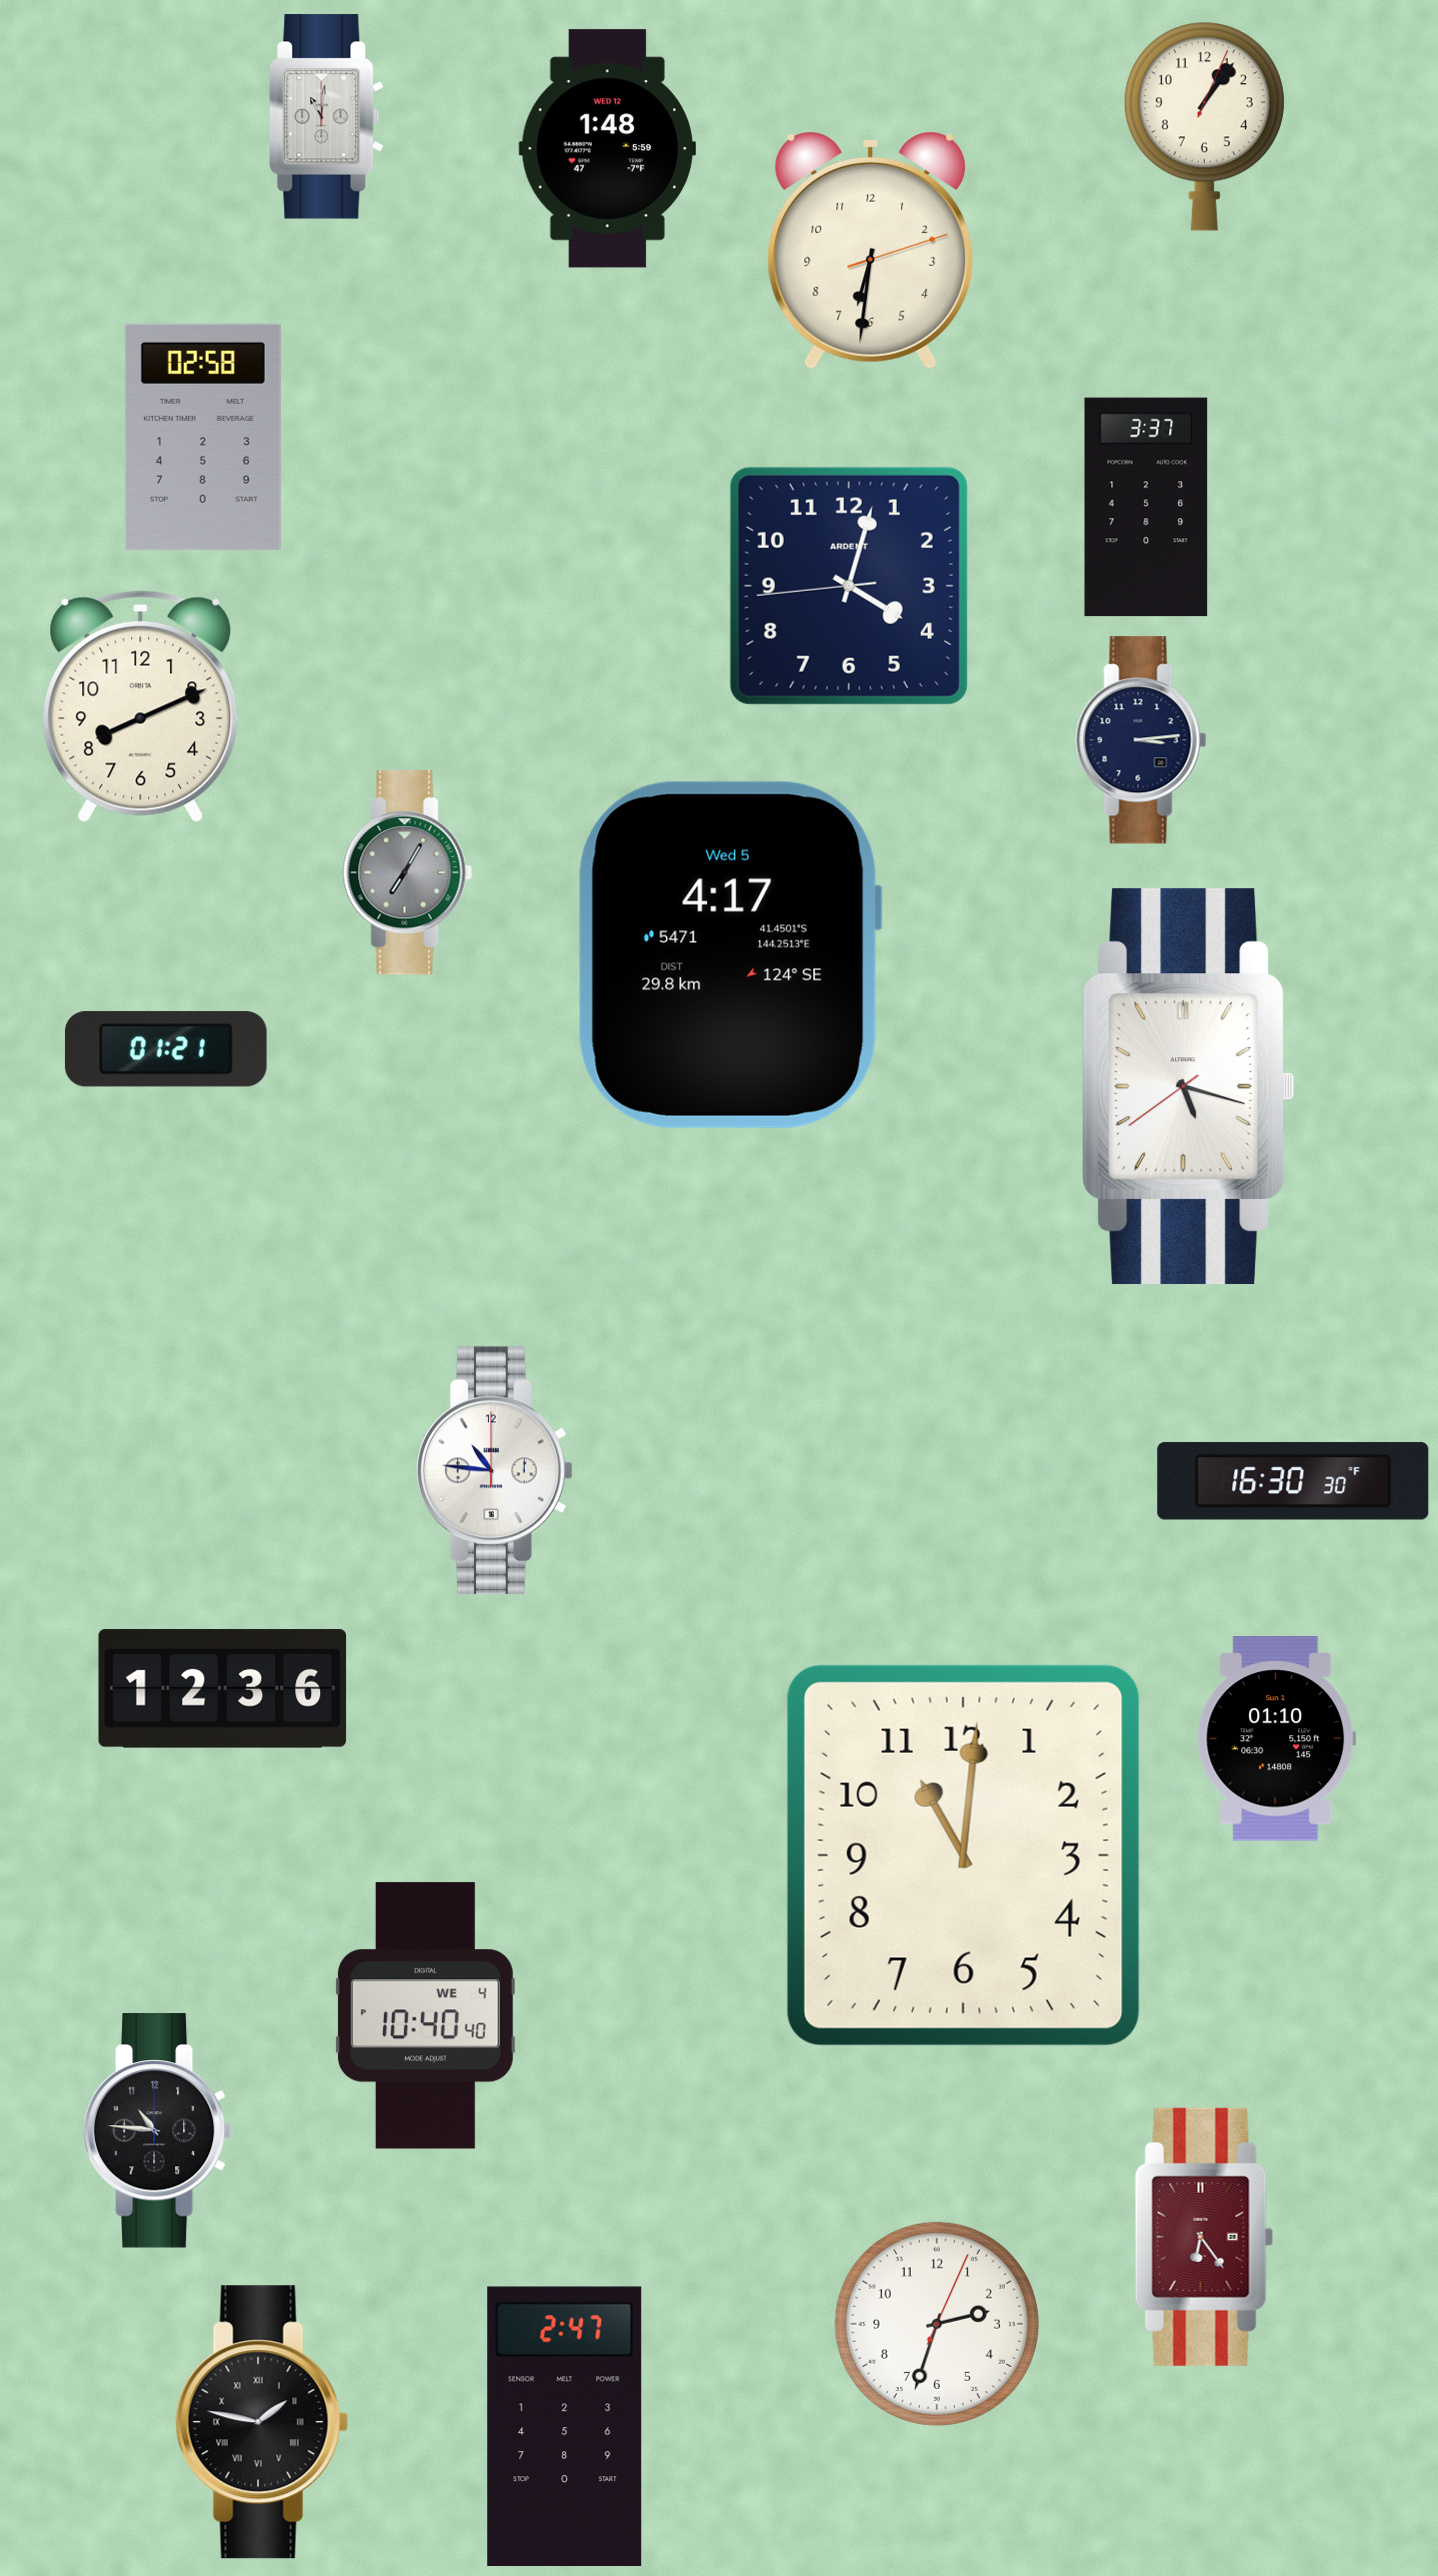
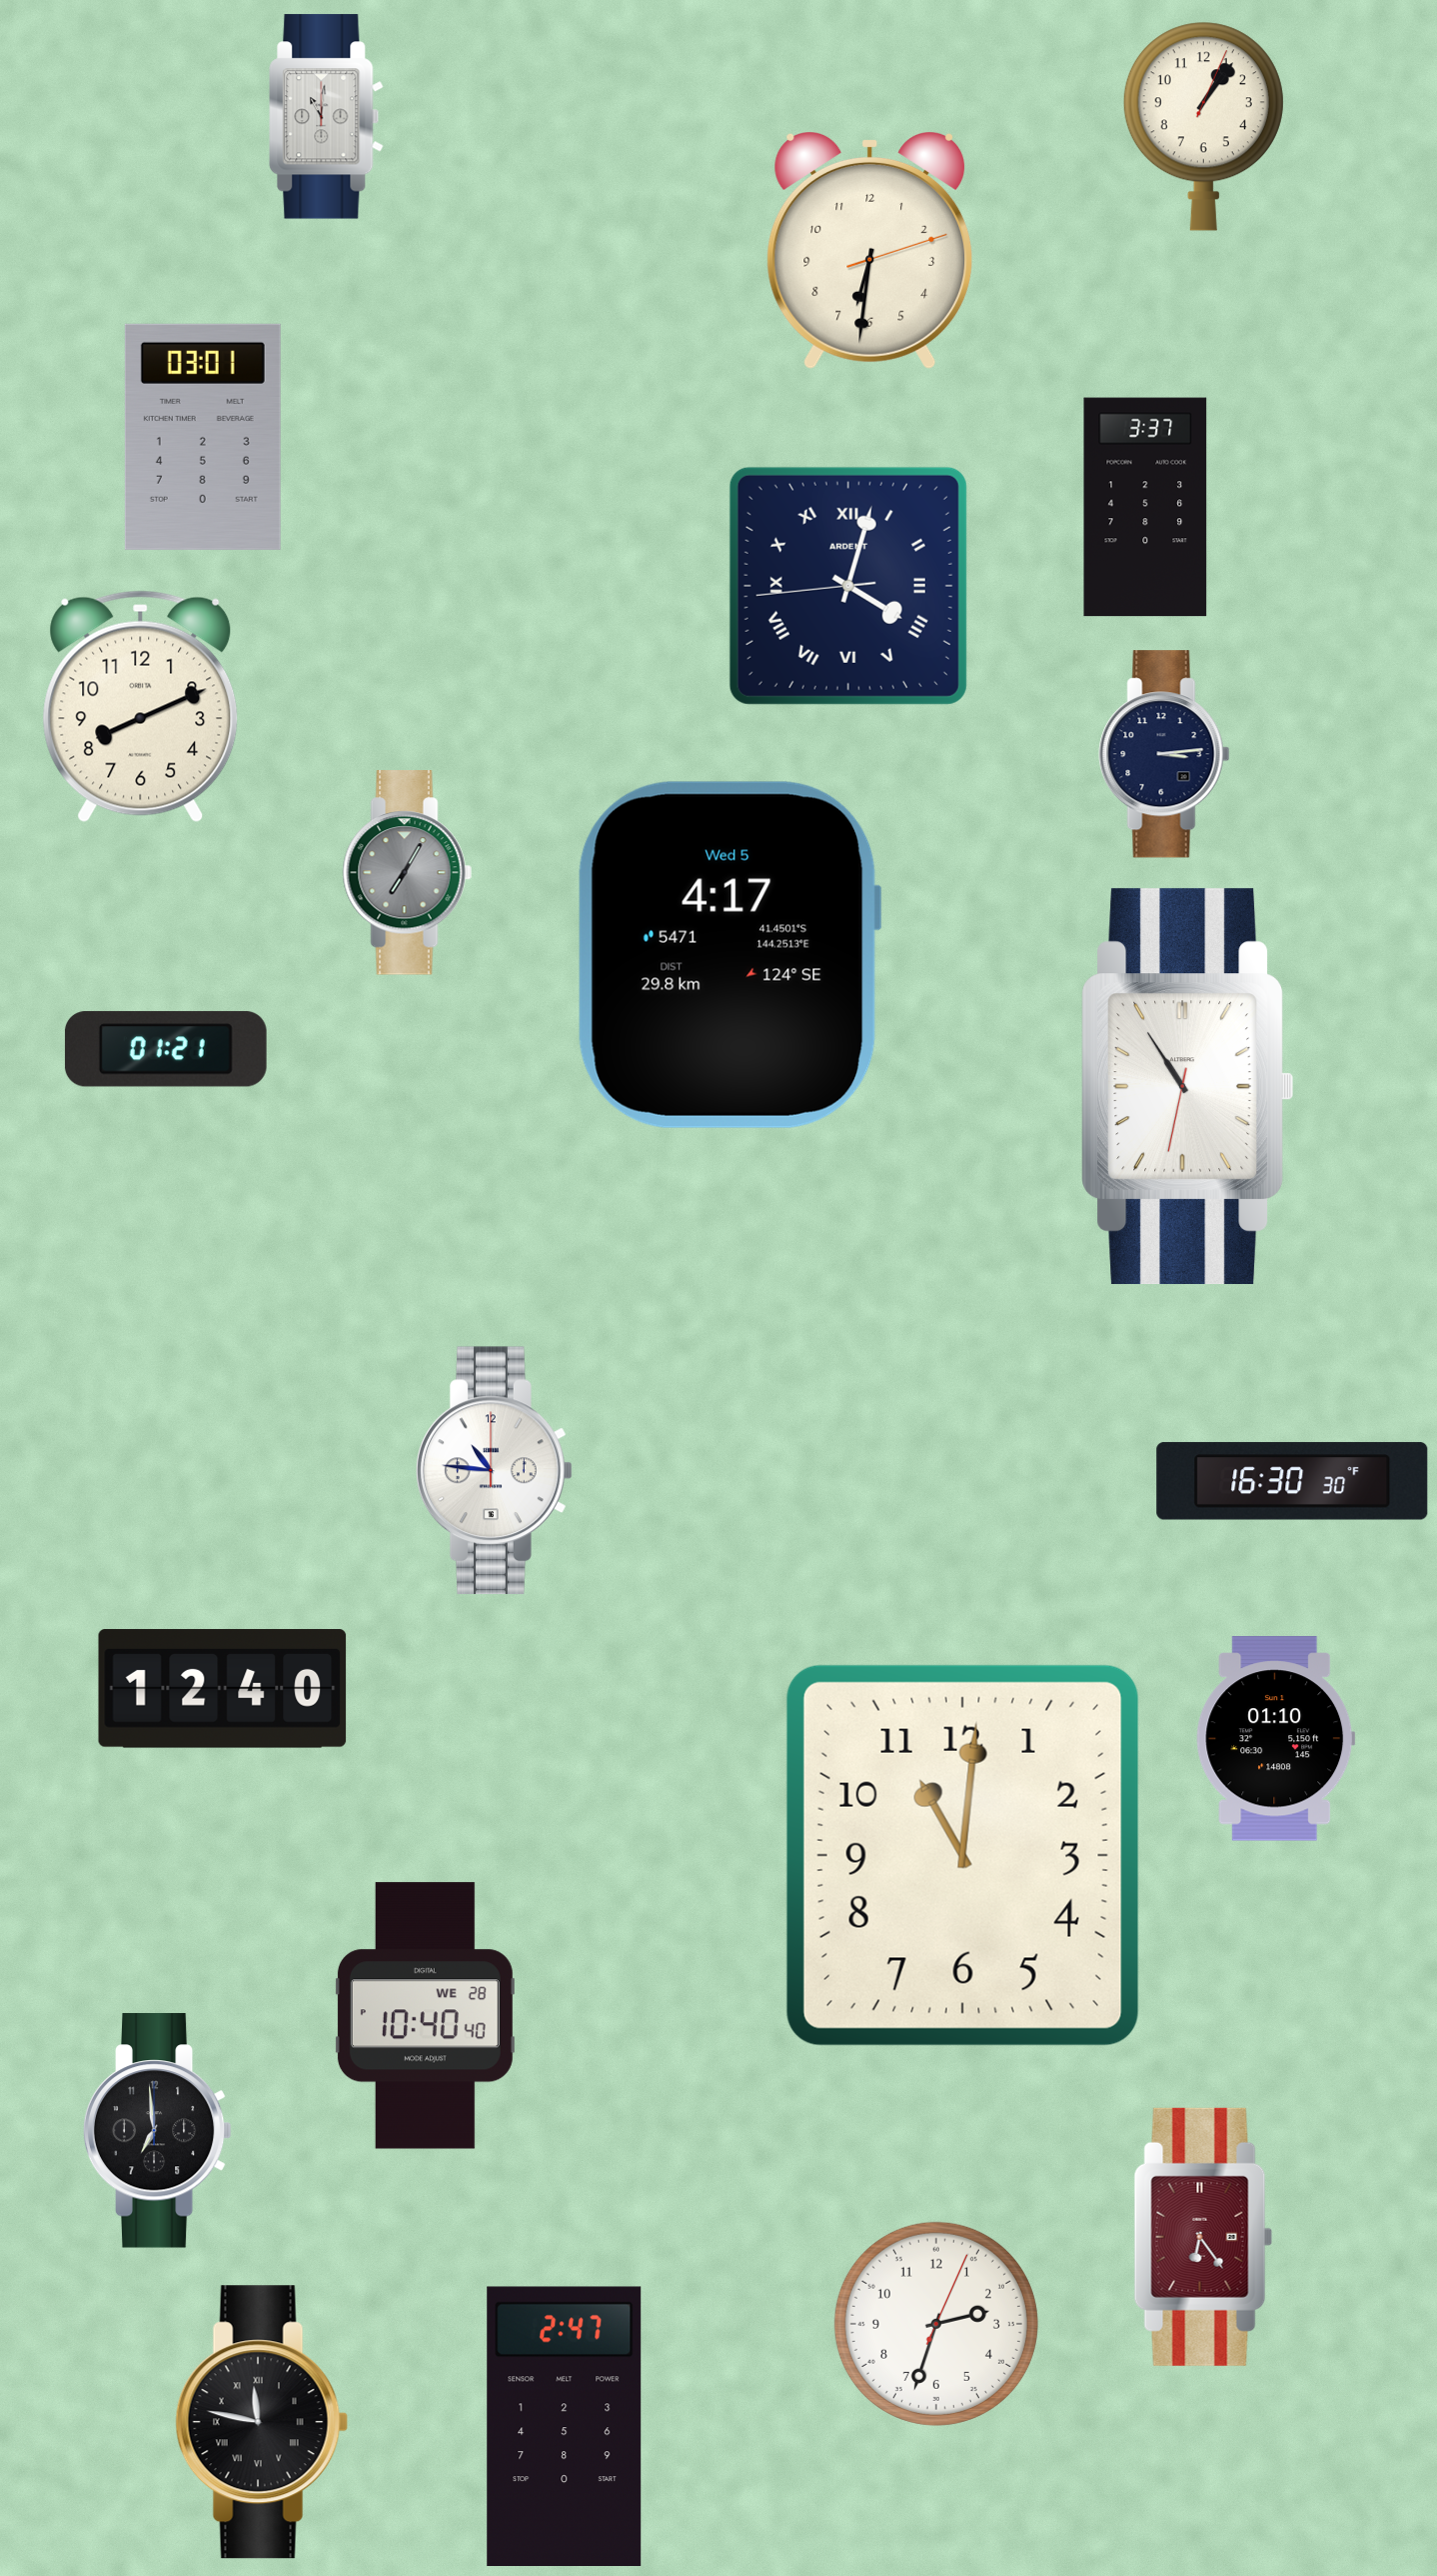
clock at (607, 149): 1:48 -> none
clock at (203, 437): 02:58 -> 03:01
clock at (849, 586) numerals: Arabic -> Roman
clock at (1141, 740) position: (1141, 740) -> (1164, 754)
clock at (1189, 1087): 5:17 -> 10:54
clock at (223, 1689): 12:36 -> 12:40
clock at (425, 2016) date: WE 4 -> WE 28
clock at (157, 2131): 10:46 -> 6:59
clock at (262, 2422): 1:47 -> 11:47
